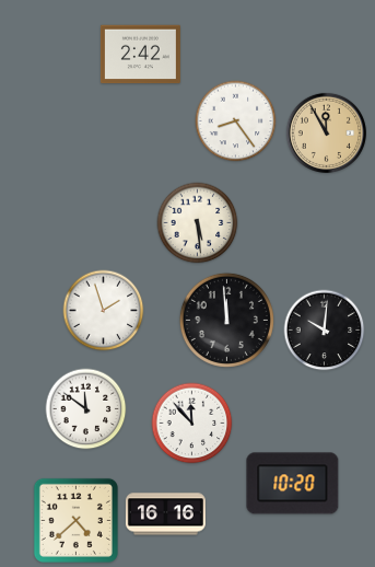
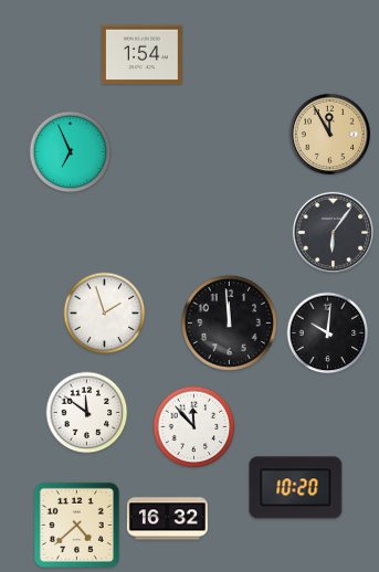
clock at (140, 55): 2:42 -> 1:54
clock at (236, 121): 8:24 -> none
clock at (71, 152): none -> 6:56
clock at (198, 223): 5:29 -> none
clock at (333, 232): none -> 6:06
clock at (165, 514): 16:16 -> 16:32
